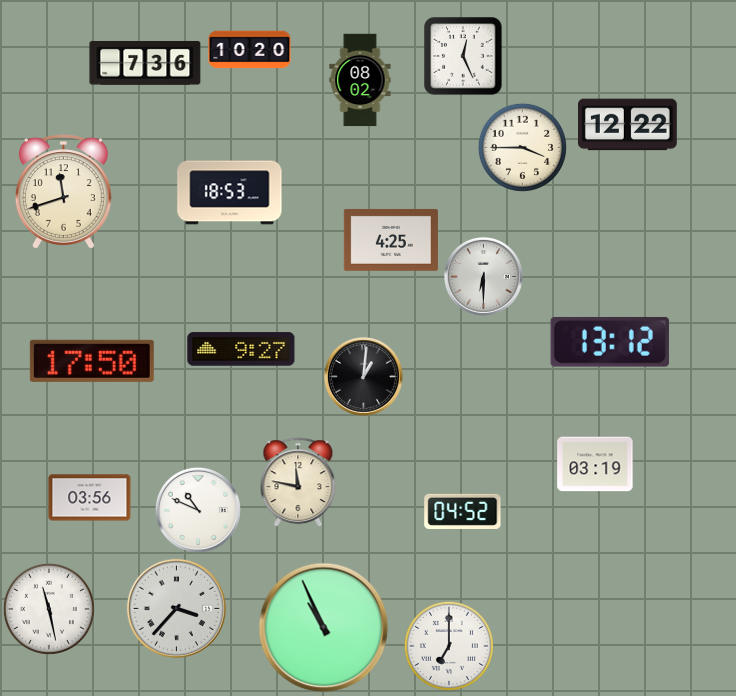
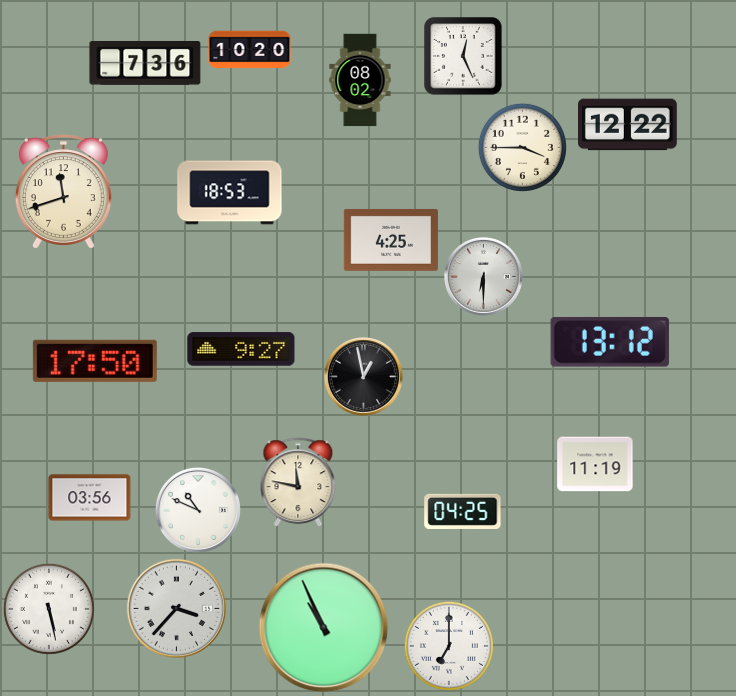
clock at (92, 361) position: (92, 361) -> (95, 361)
clock at (363, 376): 1:01 -> 12:58
clock at (595, 464): 03:19 -> 11:19
clock at (463, 511): 04:52 -> 04:25
clock at (49, 609): 11:28 -> 5:28
